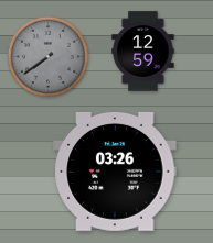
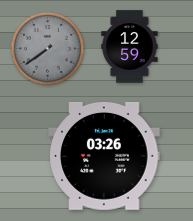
clock at (47, 56) position: (47, 56) -> (47, 48)
